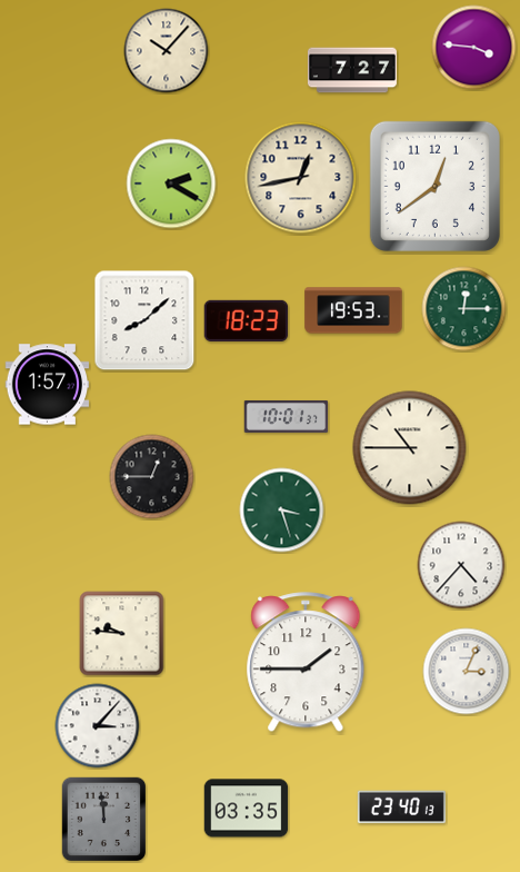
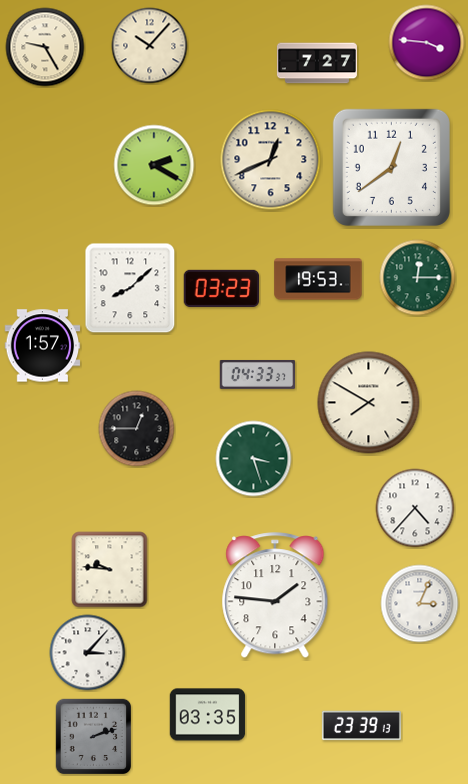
clock at (45, 47): none -> 9:25
clock at (301, 178): 12:43 -> 12:41
clock at (247, 320): 18:23 -> 03:23
clock at (287, 416): 10:01 -> 04:33
clock at (410, 448): 10:45 -> 7:50
clock at (306, 663): 1:45 -> 1:46
clock at (401, 807): 23:40 -> 23:39
clock at (247, 809) position: (247, 809) -> (208, 715)
clock at (103, 819): 11:59 -> 2:12
